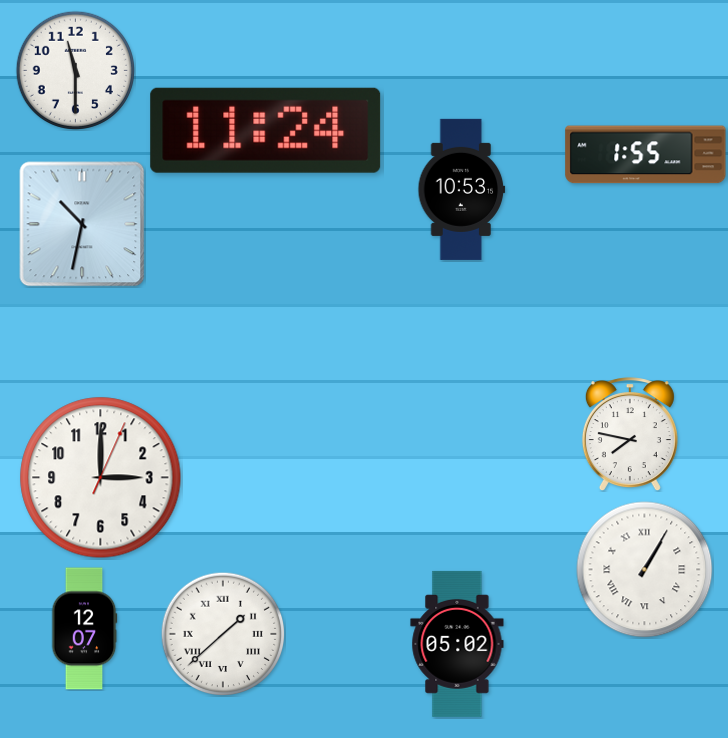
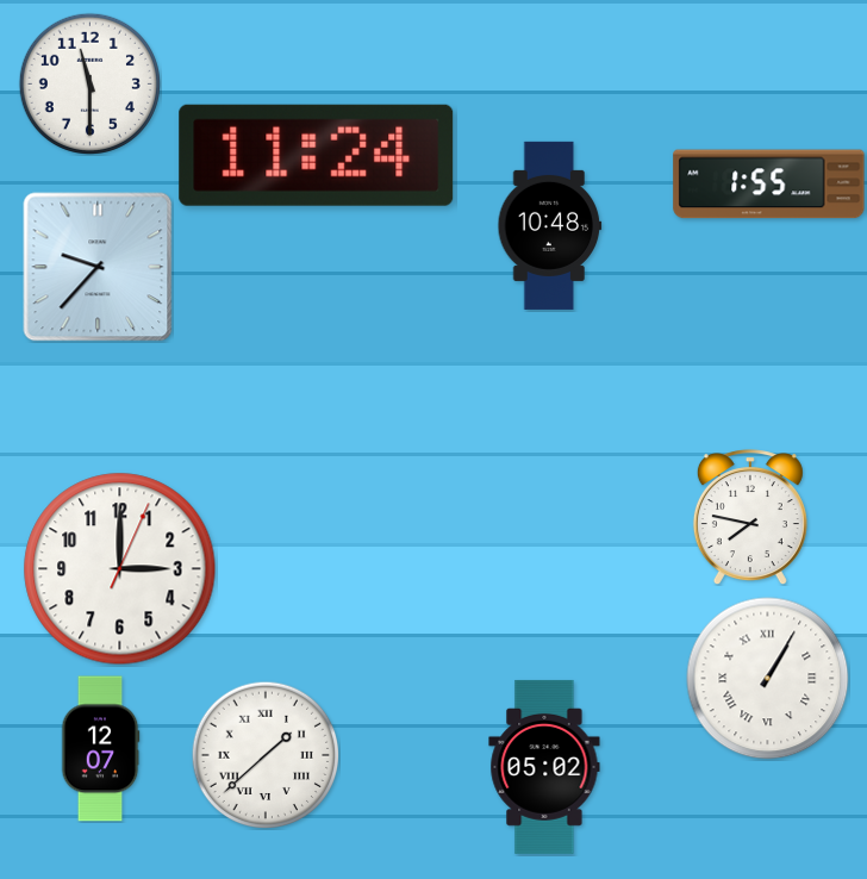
clock at (462, 189): 10:53 -> 10:48
clock at (82, 224): 10:32 -> 9:37
